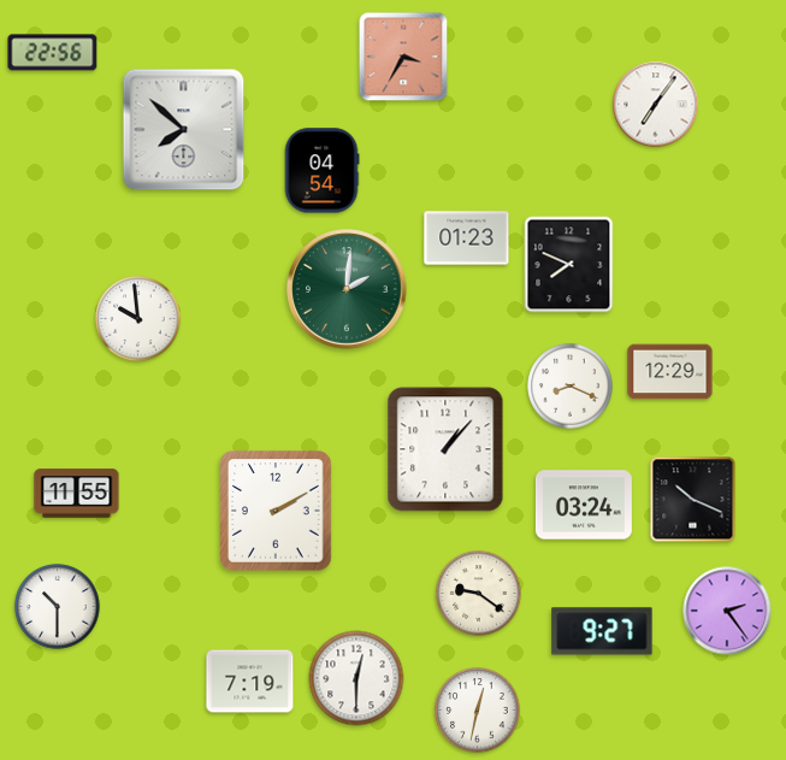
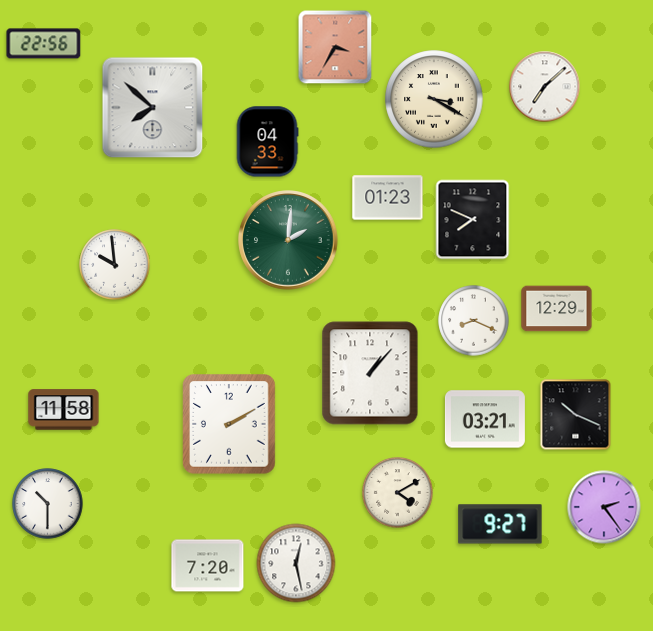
clock at (656, 105): 7:06 -> 7:08
clock at (434, 99): none -> 3:20
clock at (321, 171): 04:54 -> 04:33
clock at (77, 494): 11:55 -> 11:58
clock at (584, 505): 03:24 -> 03:21
clock at (479, 594): 9:21 -> 4:10
clock at (356, 678): 12:30 -> 12:28
clock at (250, 682): 7:19 -> 7:20
clock at (478, 711): 12:32 -> none
